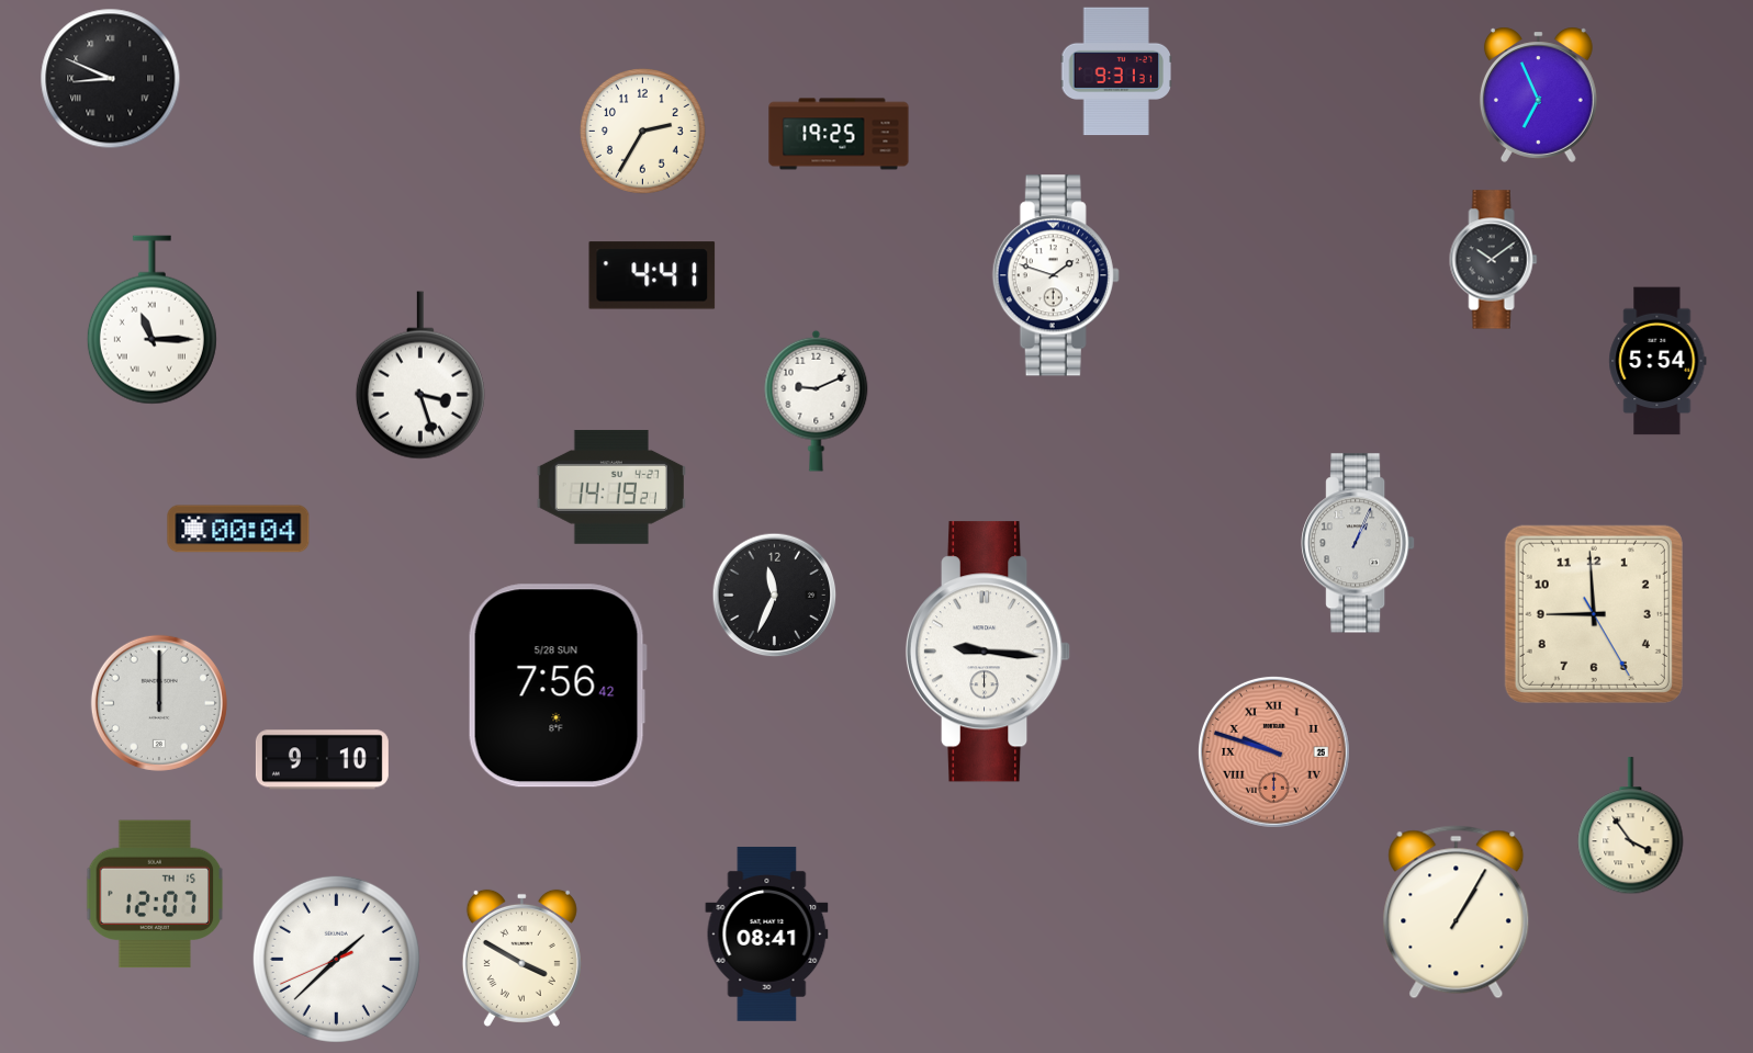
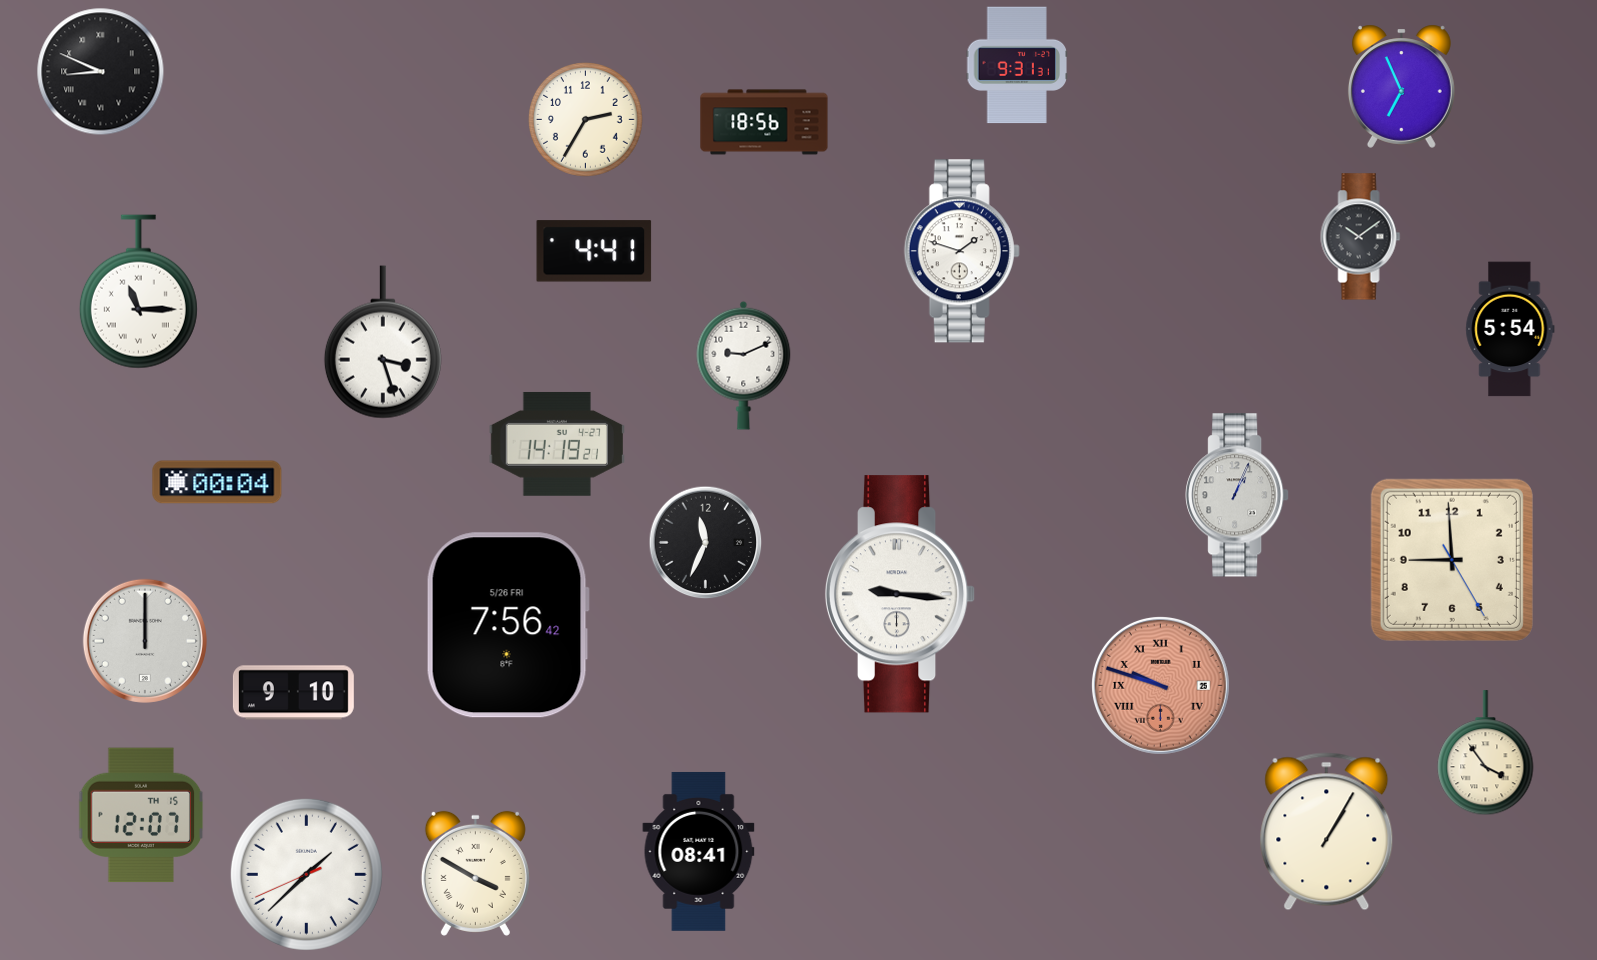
clock at (839, 134): 19:25 -> 18:56
clock at (558, 686) date: 5/28 SUN -> 5/26 FRI
